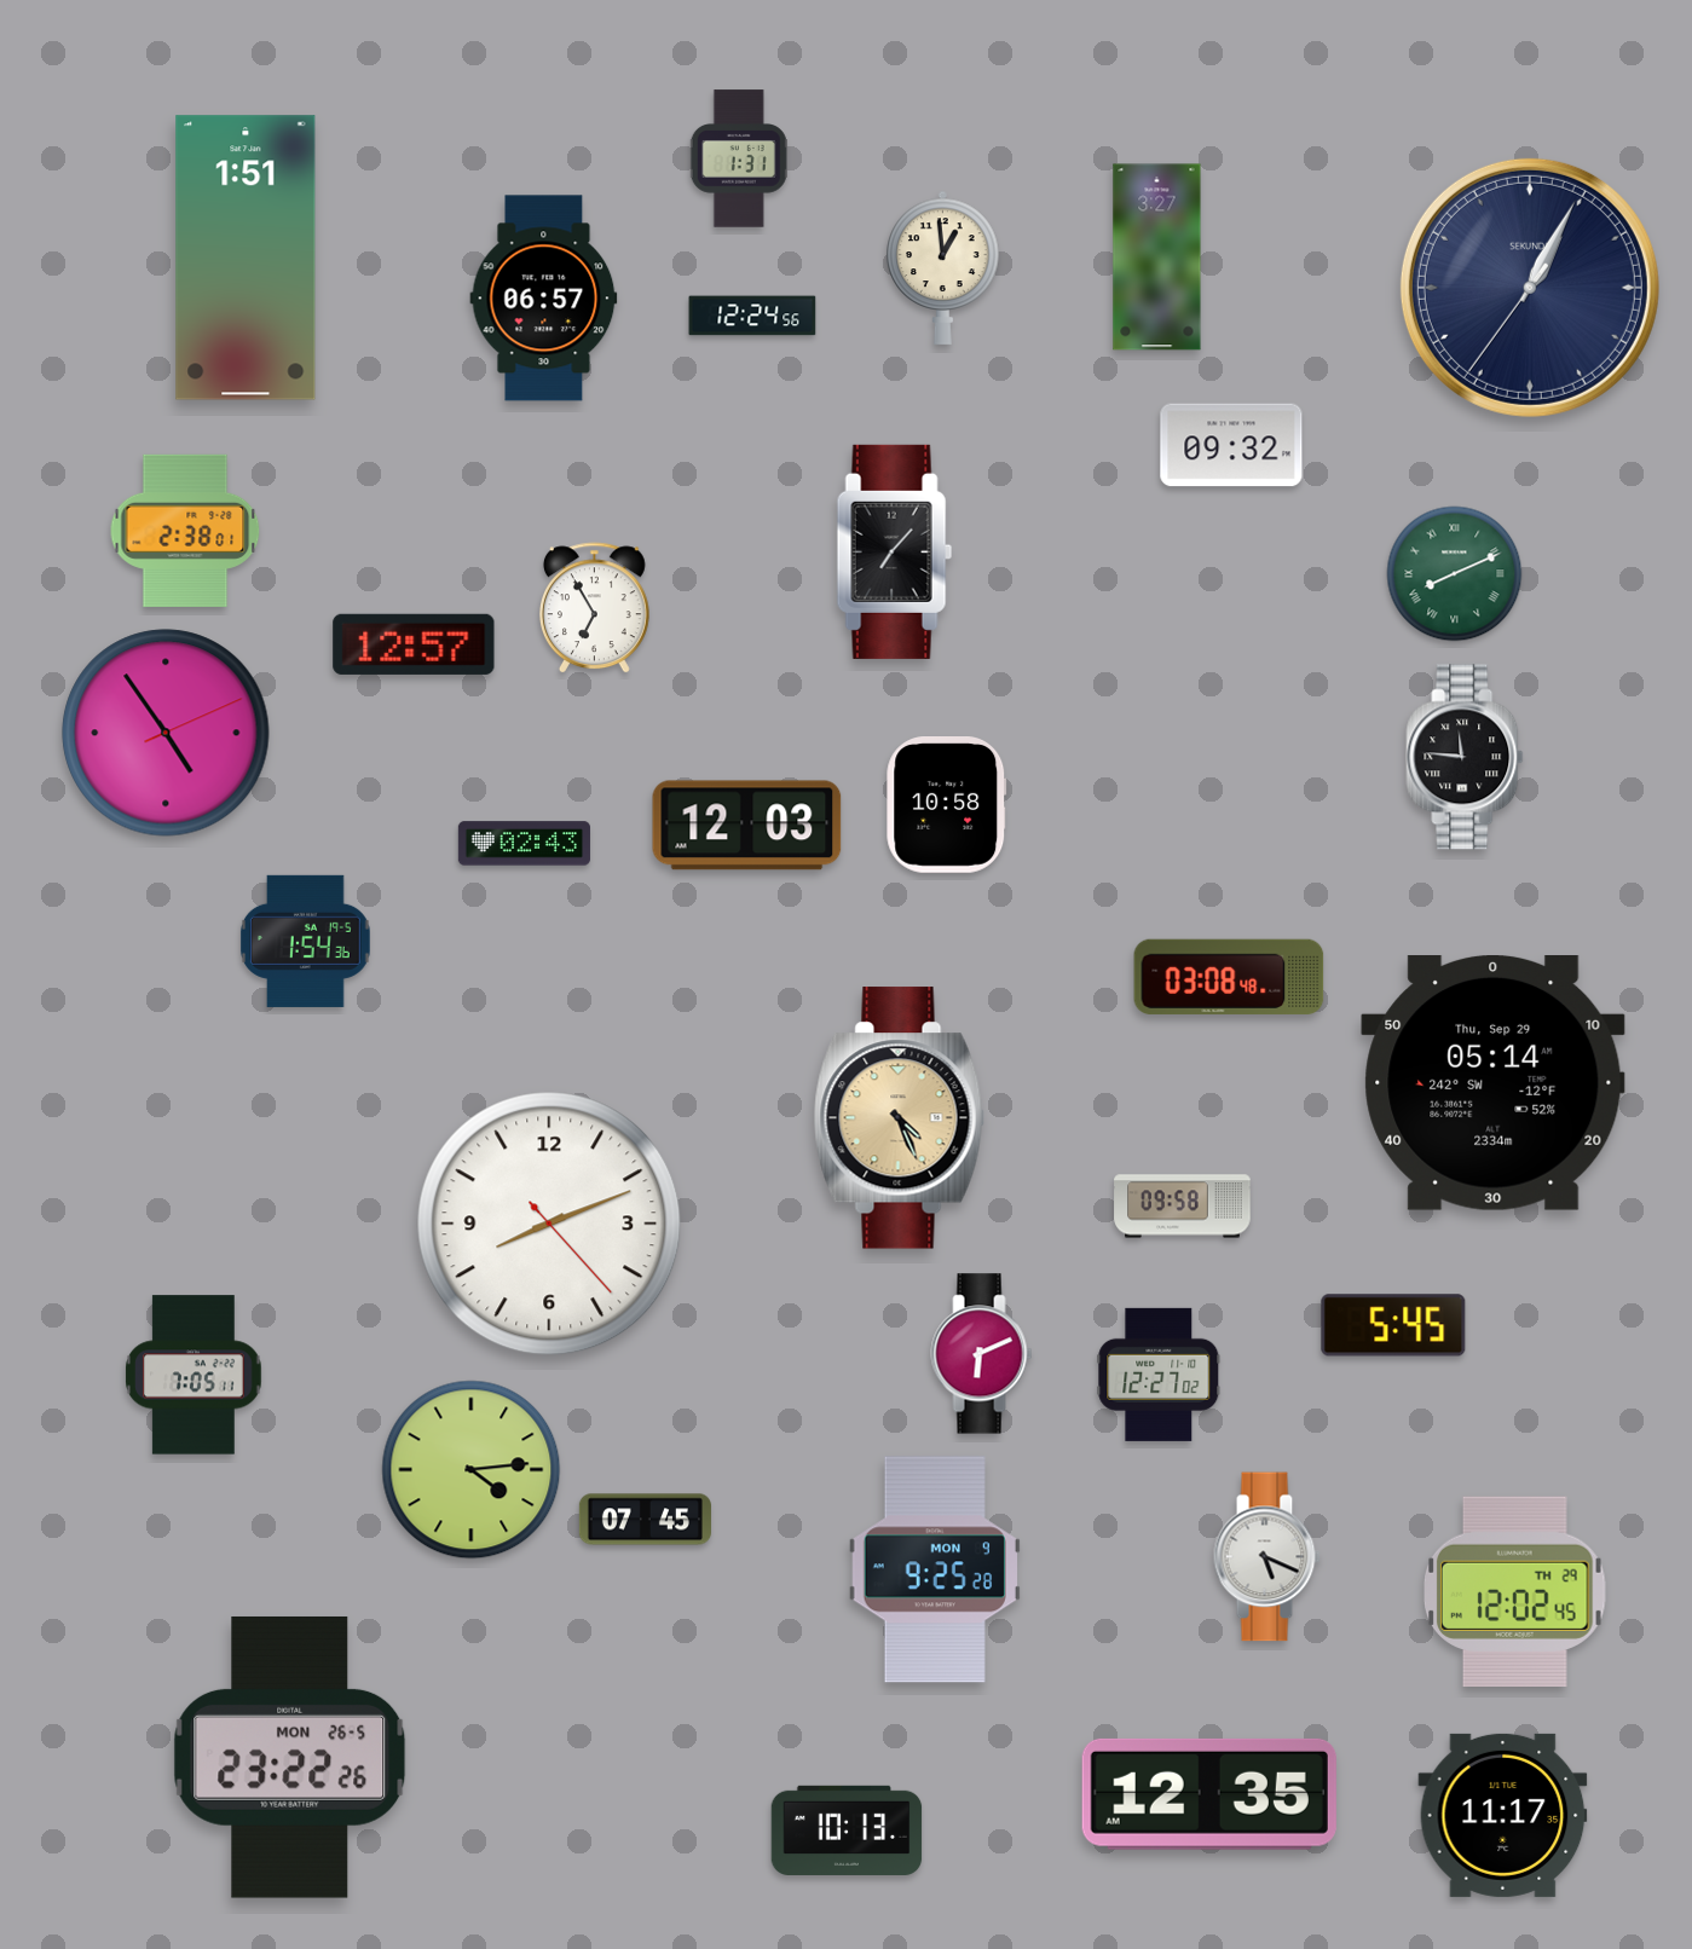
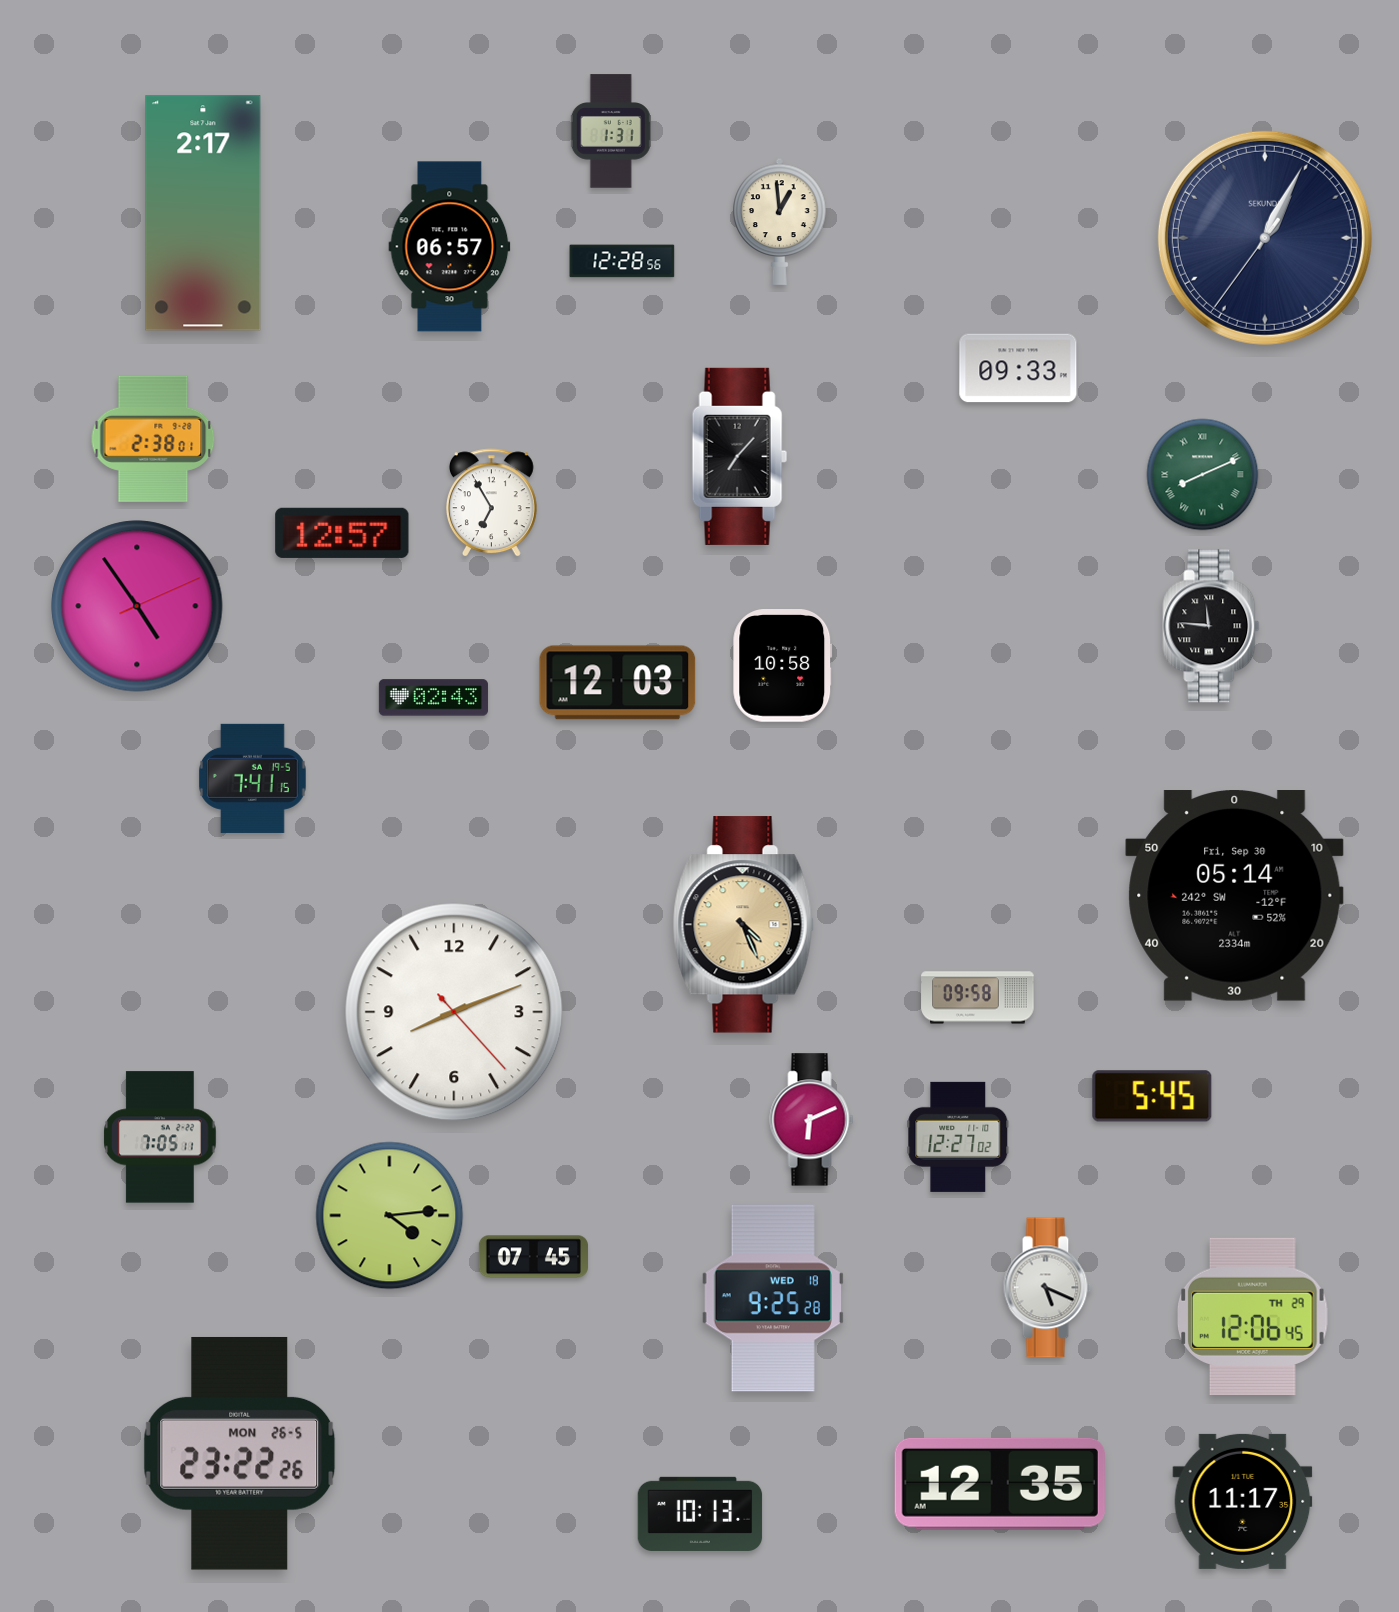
clock at (246, 258): 1:51 -> 2:17
clock at (1157, 258): 3:27 -> none
clock at (752, 316): 12:24 -> 12:28
clock at (1231, 445): 09:32 -> 09:33
clock at (306, 941): 1:54 -> 7:41
clock at (1229, 977): 03:08 -> none
clock at (1494, 1083) date: Thu, Sep 29 -> Fri, Sep 30
clock at (935, 1569) date: MON 9 -> WED 18
clock at (1515, 1591): 12:02 -> 12:06
